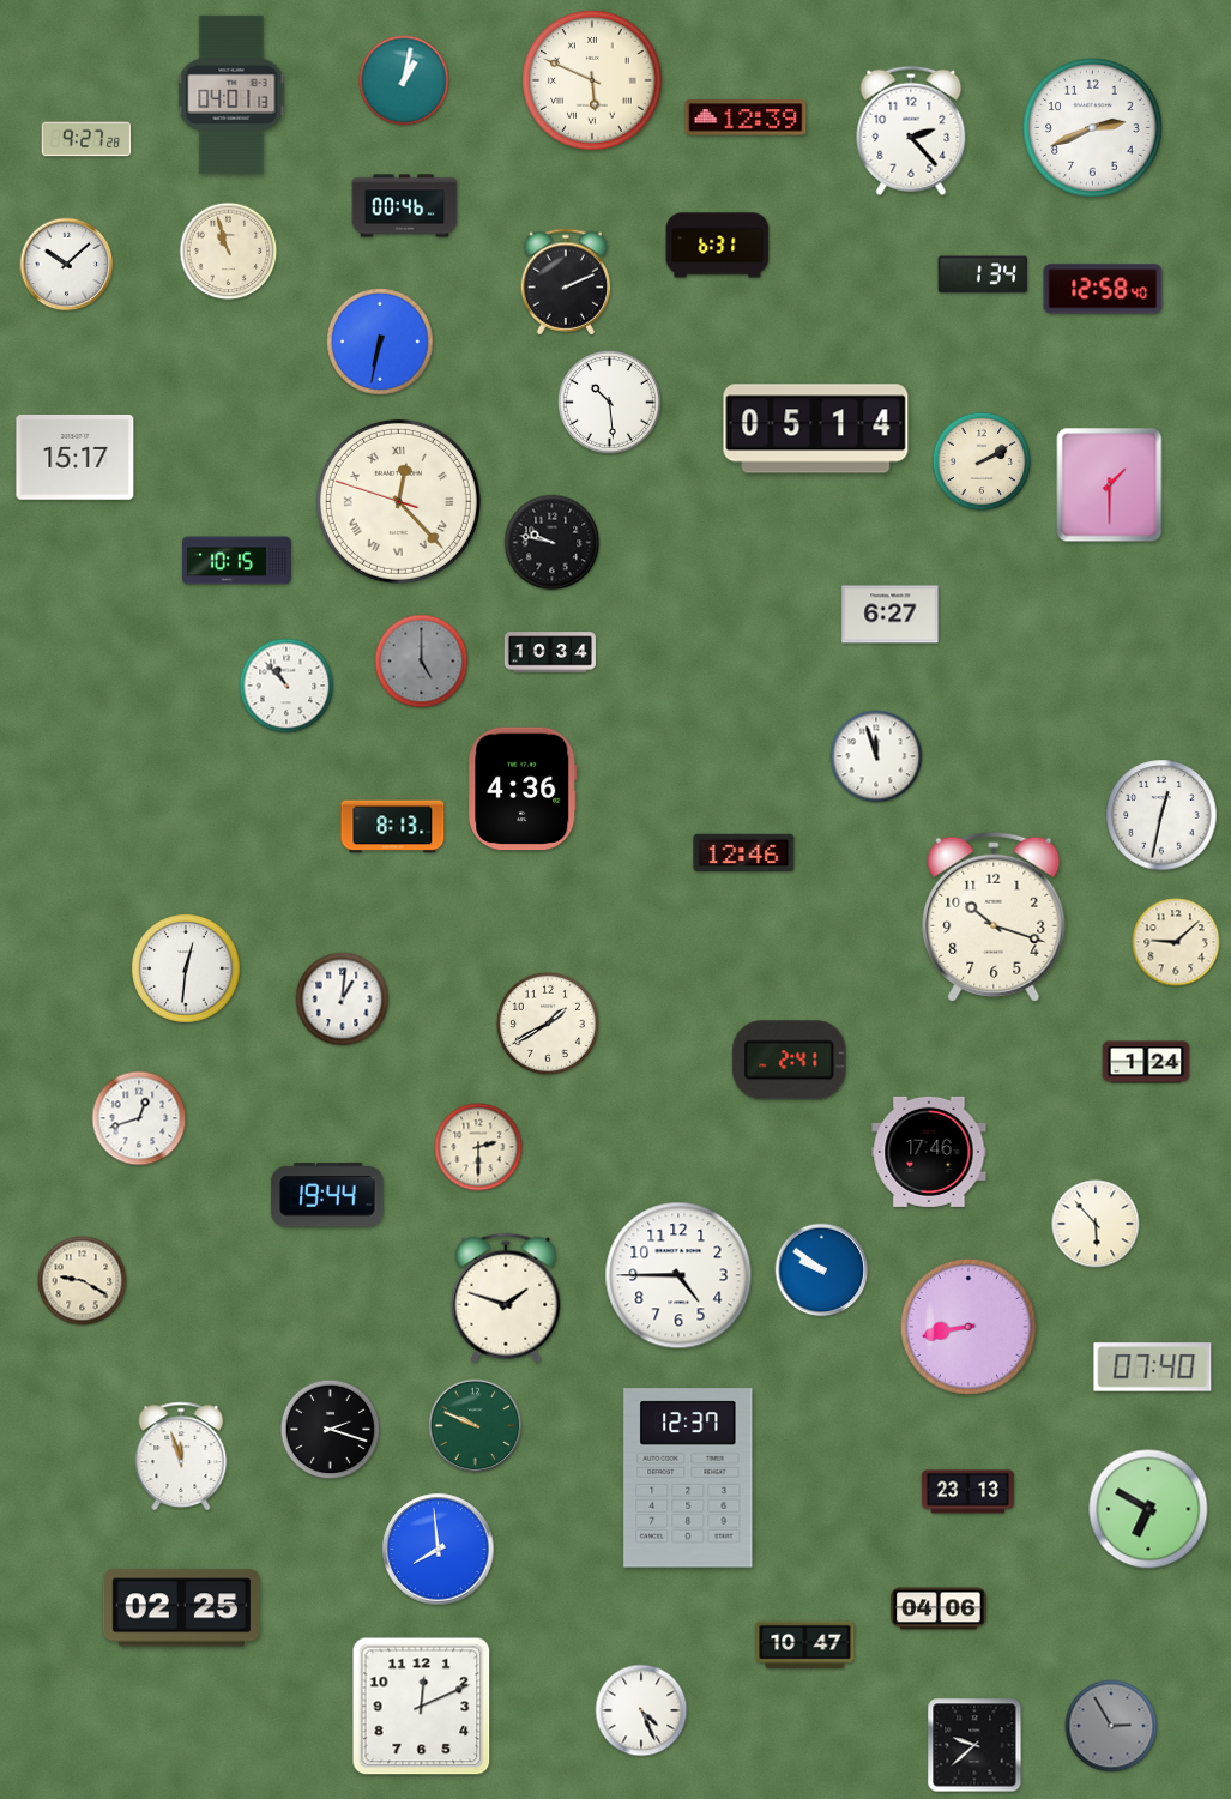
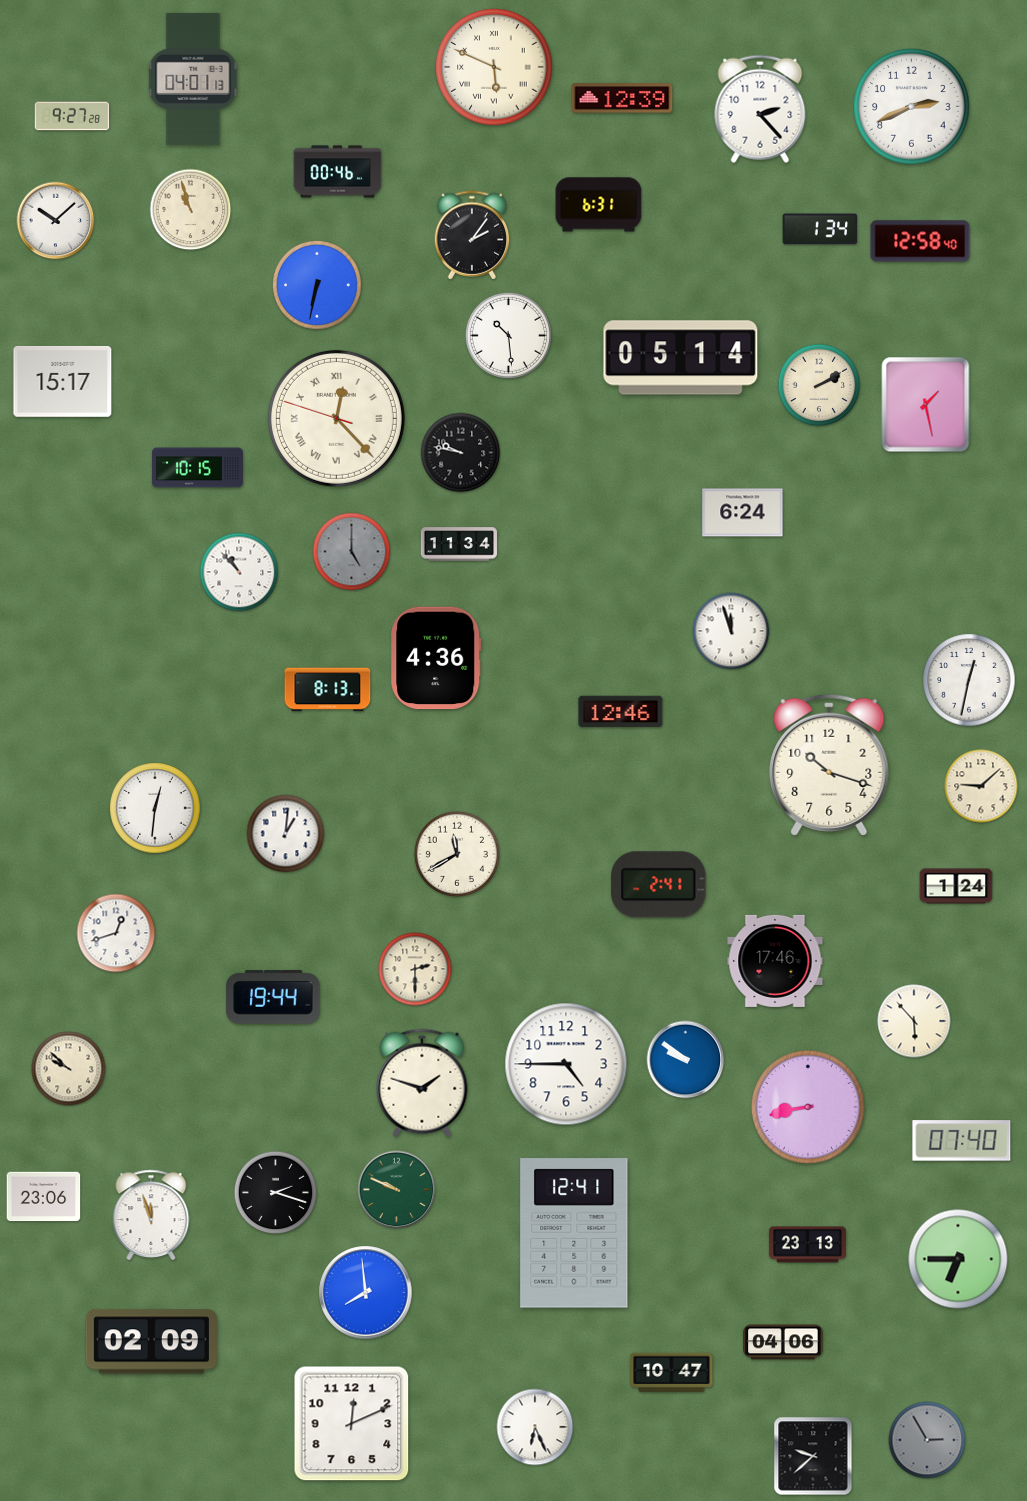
clock at (404, 80): 1:02 -> none
clock at (566, 282): 2:11 -> 2:06
clock at (1110, 485): 1:30 -> 1:28
clock at (398, 501) position: (398, 501) -> (336, 418)
clock at (891, 615): 6:27 -> 6:24
clock at (550, 652): 10:34 -> 11:34
clock at (548, 1024): 1:40 -> 11:40
clock at (478, 1147) position: (478, 1147) -> (415, 969)
clock at (83, 1281): 9:20 -> 9:52
clock at (44, 1197): none -> 23:06
clock at (688, 1478): 12:37 -> 12:41
clock at (1148, 1509): 6:50 -> 6:45
clock at (181, 1608): 02:25 -> 02:09
clock at (641, 1710): 4:26 -> 6:26
